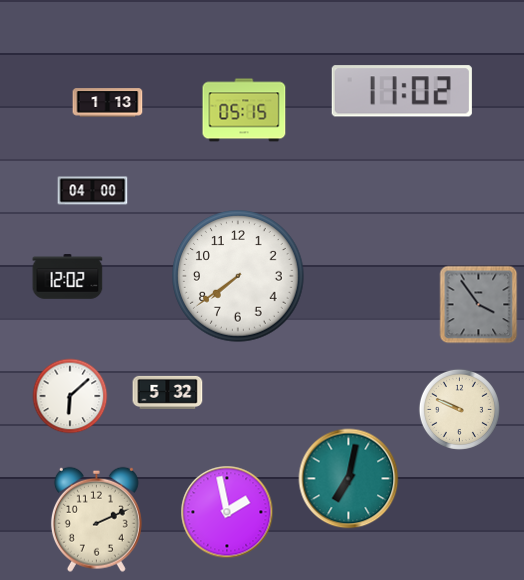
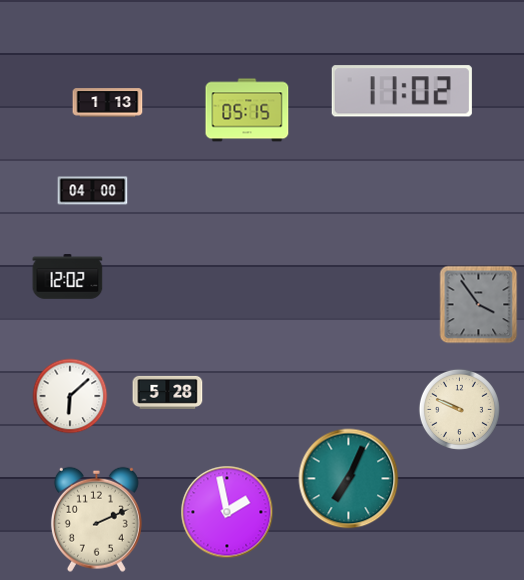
clock at (244, 110) position: (244, 110) -> (247, 110)
clock at (238, 276): 7:39 -> none
clock at (168, 392): 5:32 -> 5:28
clock at (349, 479): 7:02 -> 7:04
